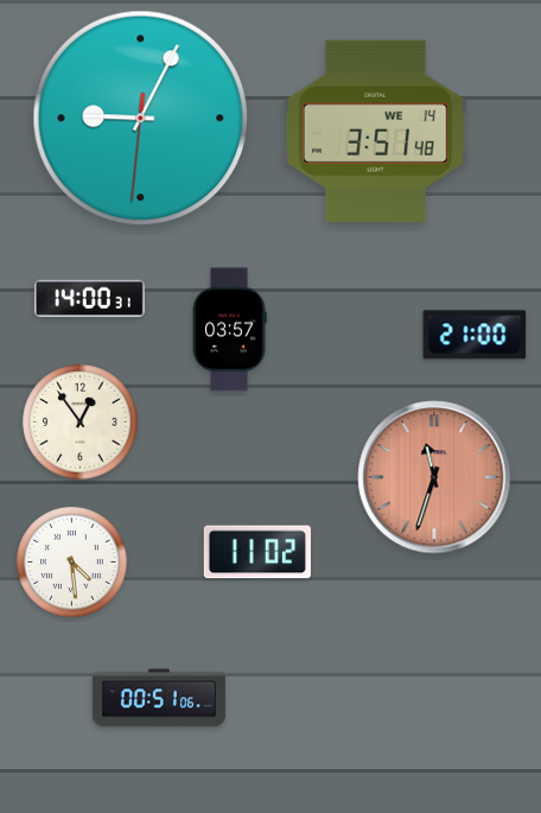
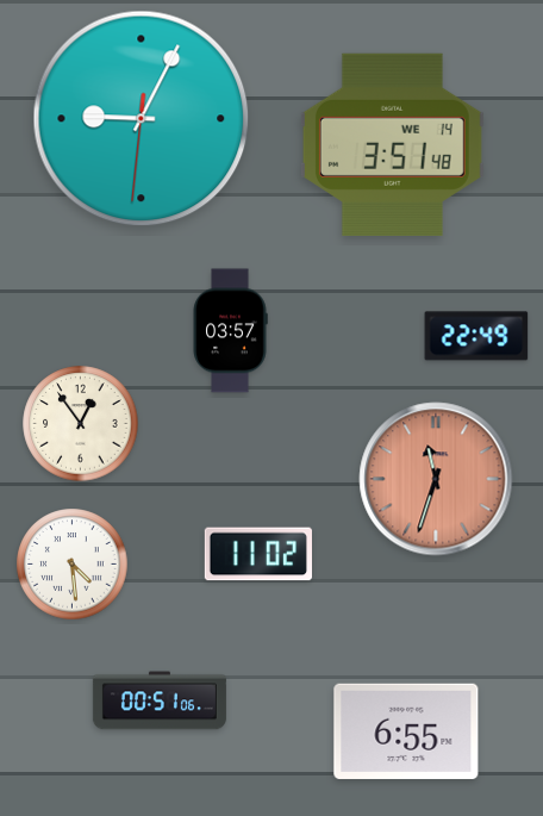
clock at (375, 131) position: (375, 131) -> (392, 144)
clock at (89, 299): 14:00 -> none
clock at (475, 335): 21:00 -> 22:49
clock at (406, 731): none -> 6:55
